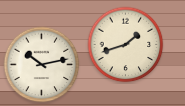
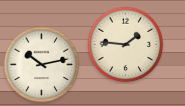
clock at (126, 45): 1:42 -> 1:46
